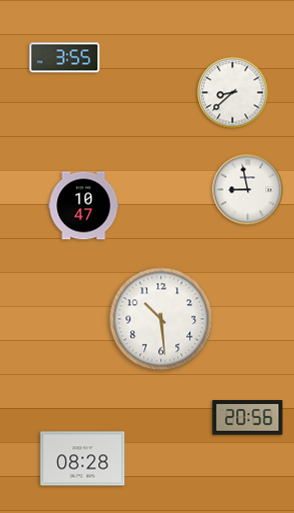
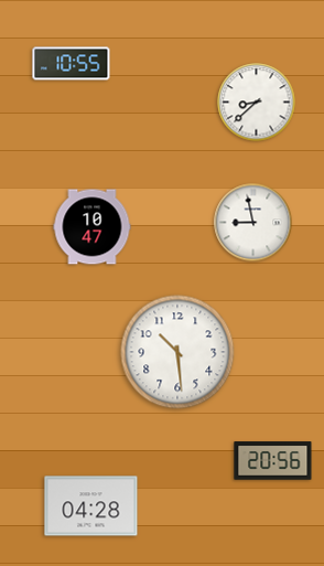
clock at (65, 58): 3:55 -> 10:55
clock at (248, 190) position: (248, 190) -> (253, 223)
clock at (83, 459): 08:28 -> 04:28
